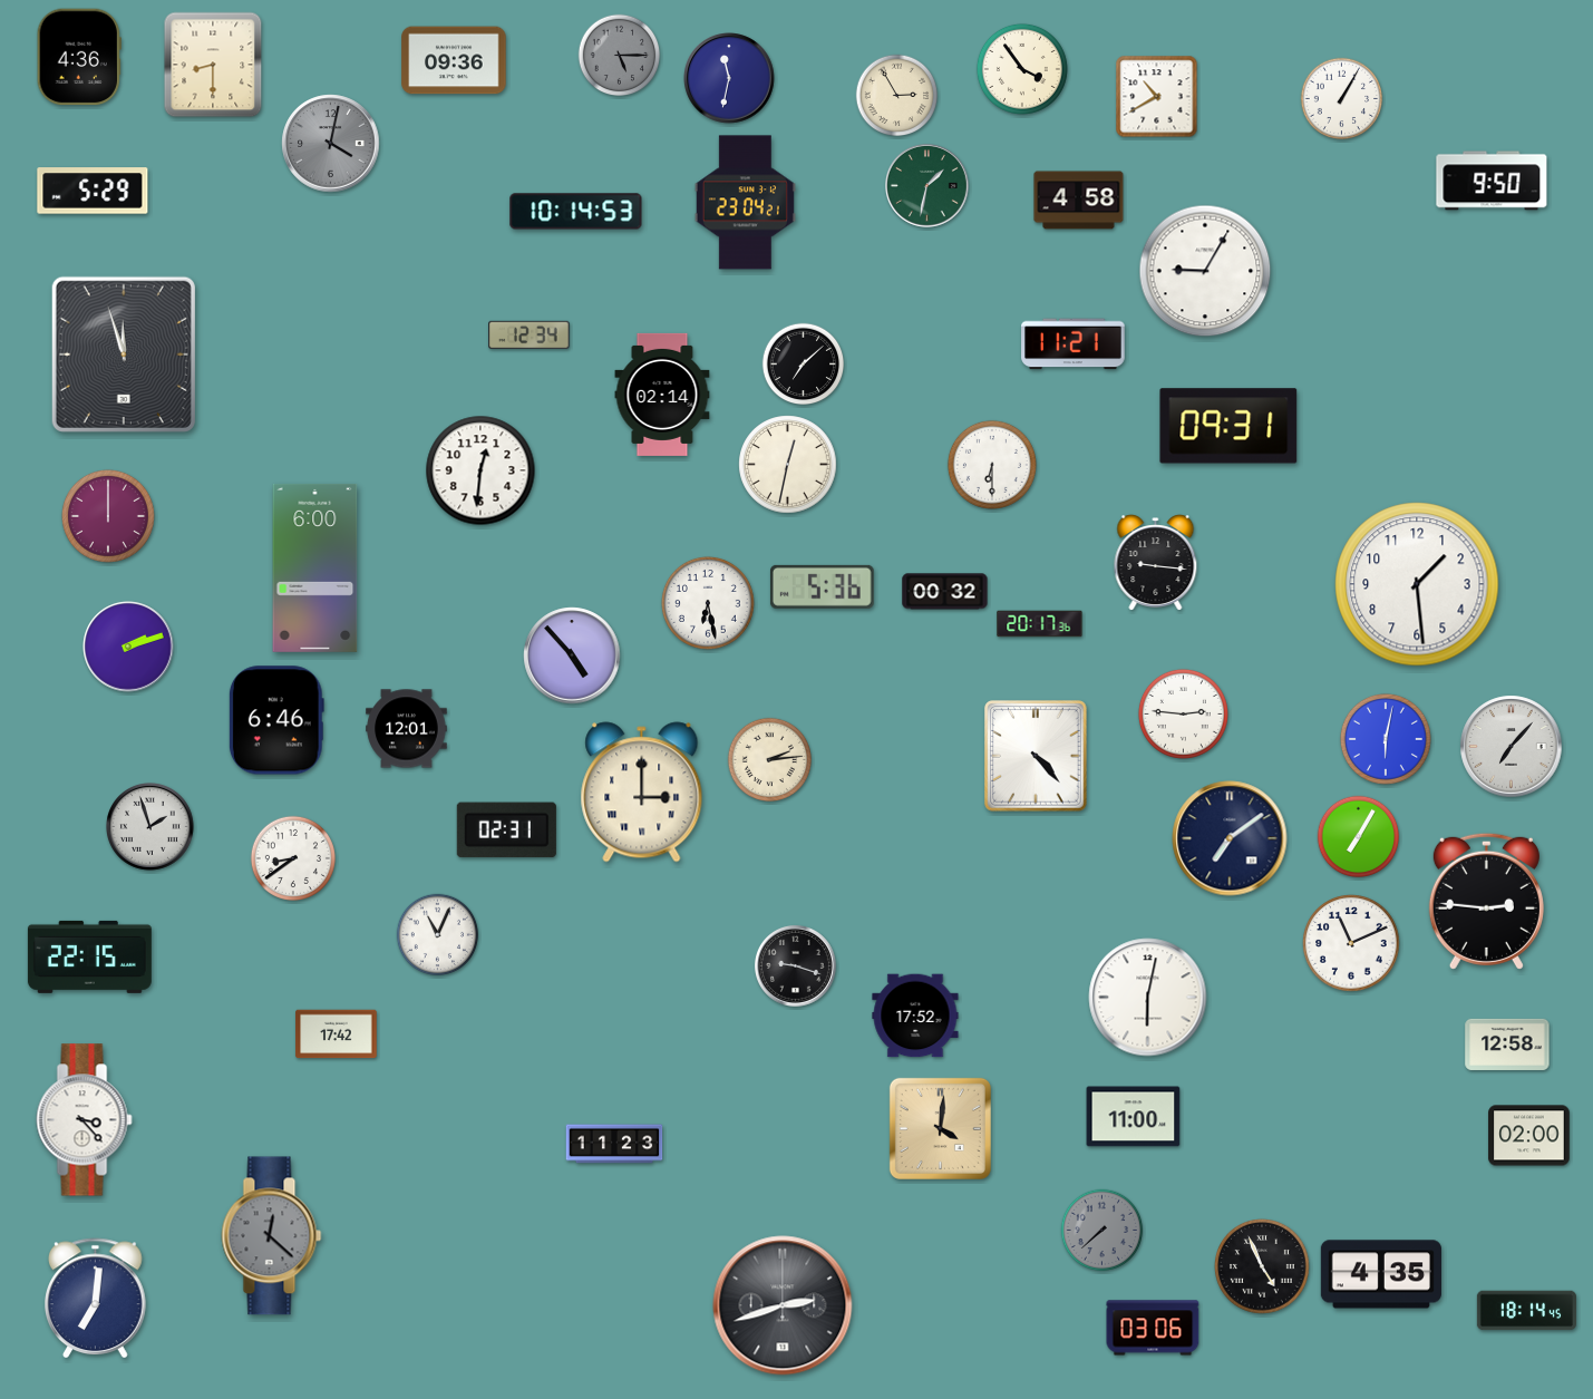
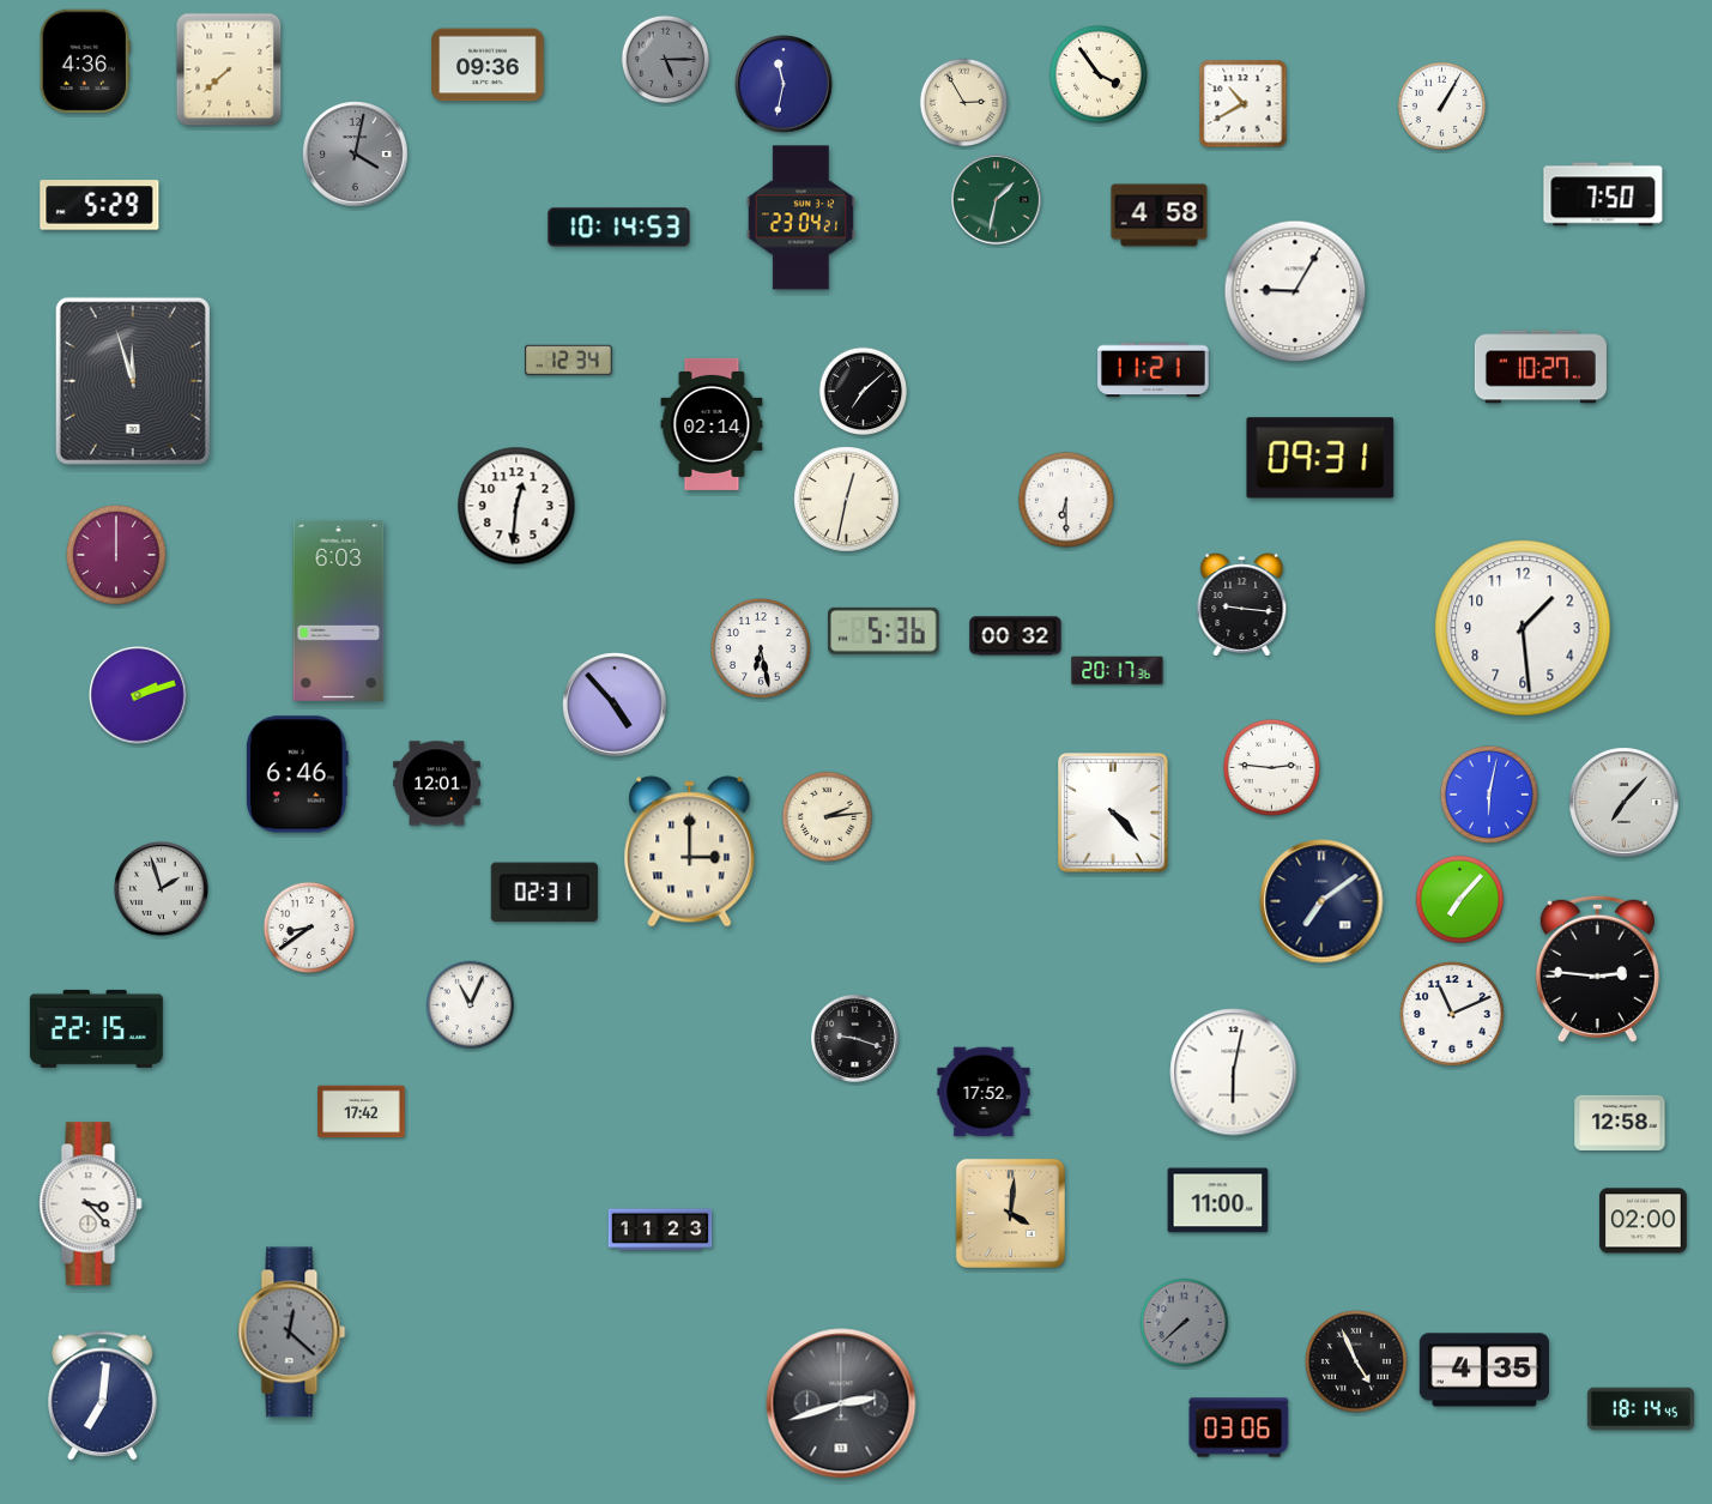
clock at (213, 65): 8:30 -> 7:38
clock at (1492, 181): 9:50 -> 7:50
clock at (1541, 367): none -> 10:27
clock at (315, 567): 6:00 -> 6:03
clock at (1359, 837): 7:05 -> 7:07
clock at (292, 857) position: (292, 857) -> (308, 926)
clock at (272, 1236) position: (272, 1236) -> (292, 1333)
